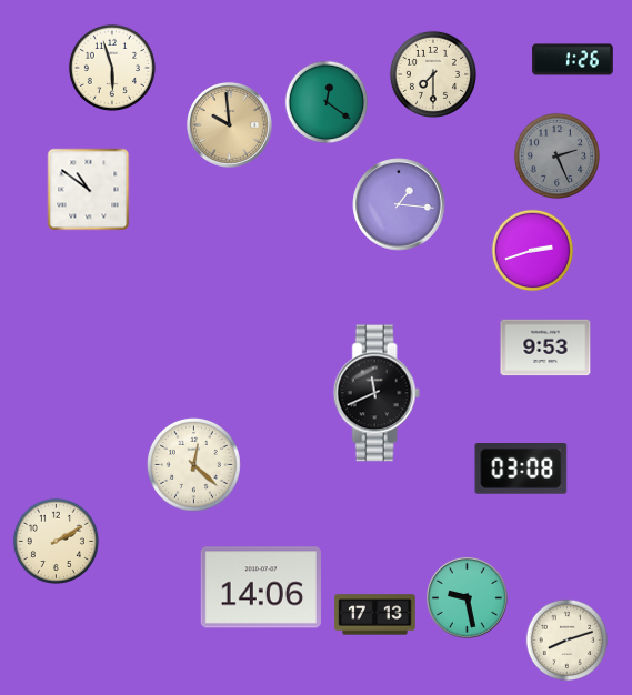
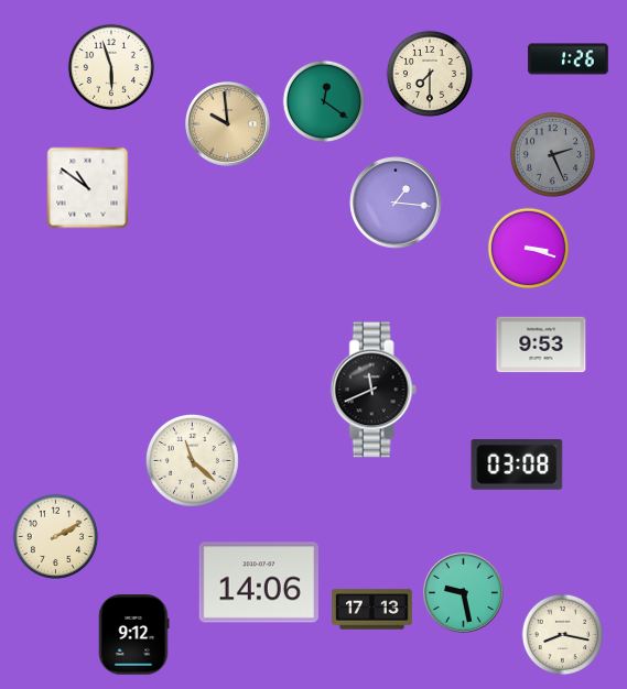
clock at (533, 251): 2:42 -> 3:18
clock at (194, 465): 12:22 -> 11:22
clock at (134, 635): none -> 9:12
clock at (568, 641): 8:12 -> 8:17
